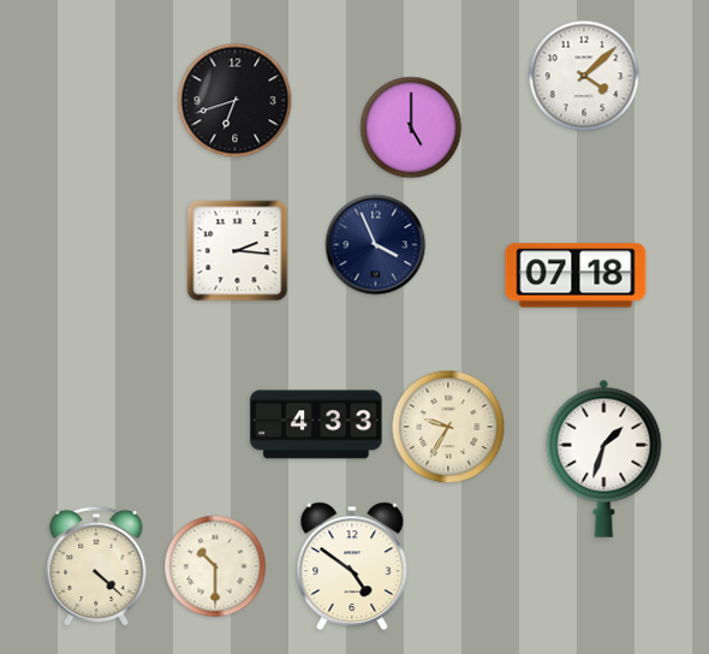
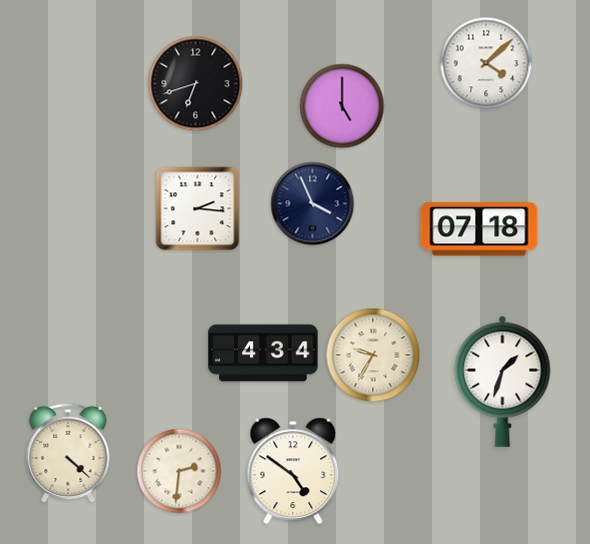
clock at (316, 424): 4:33 -> 4:34
clock at (96, 566) position: (96, 566) -> (68, 453)
clock at (215, 566): 10:30 -> 2:31
